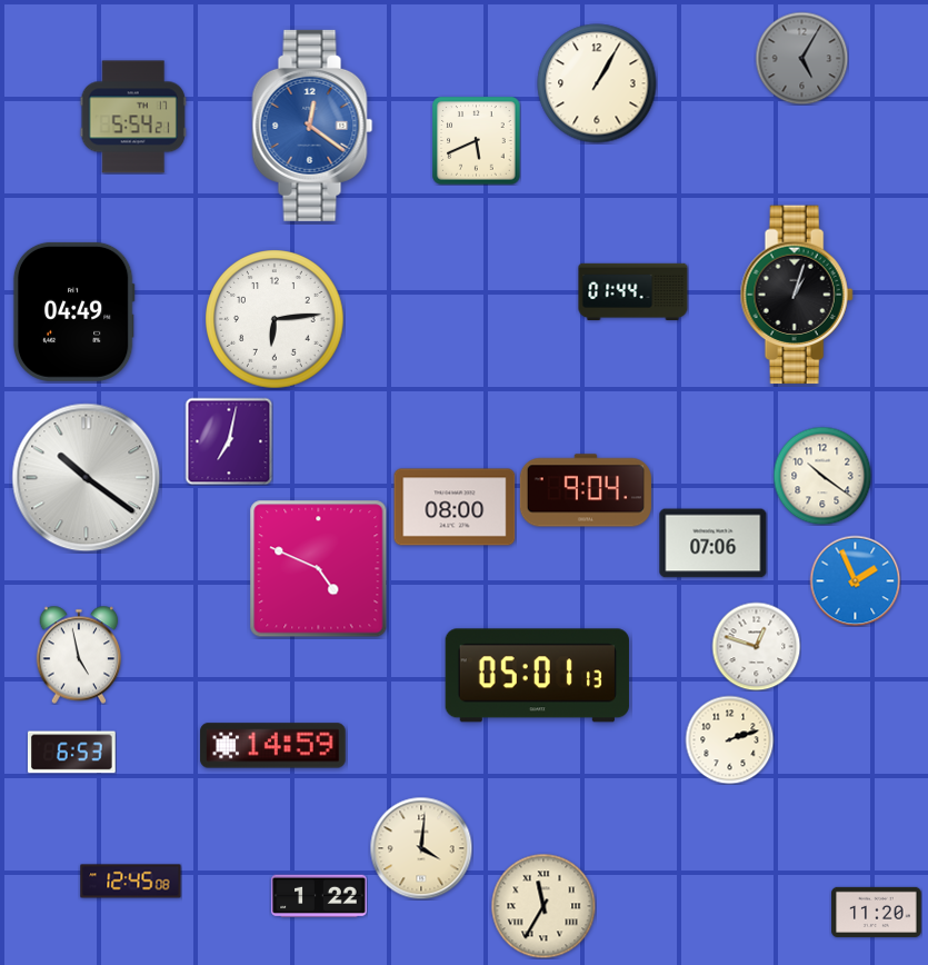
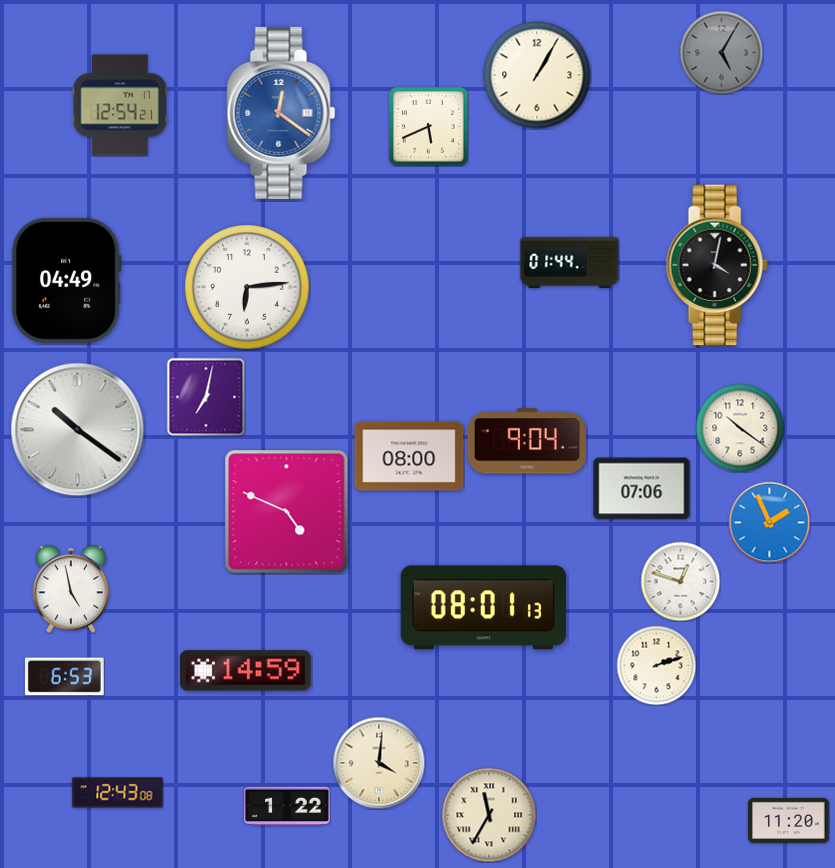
clock at (133, 117): 5:54 -> 12:54
clock at (797, 295): 1:03 -> 4:02
clock at (537, 676): 05:01 -> 08:01
clock at (131, 882): 12:45 -> 12:43
